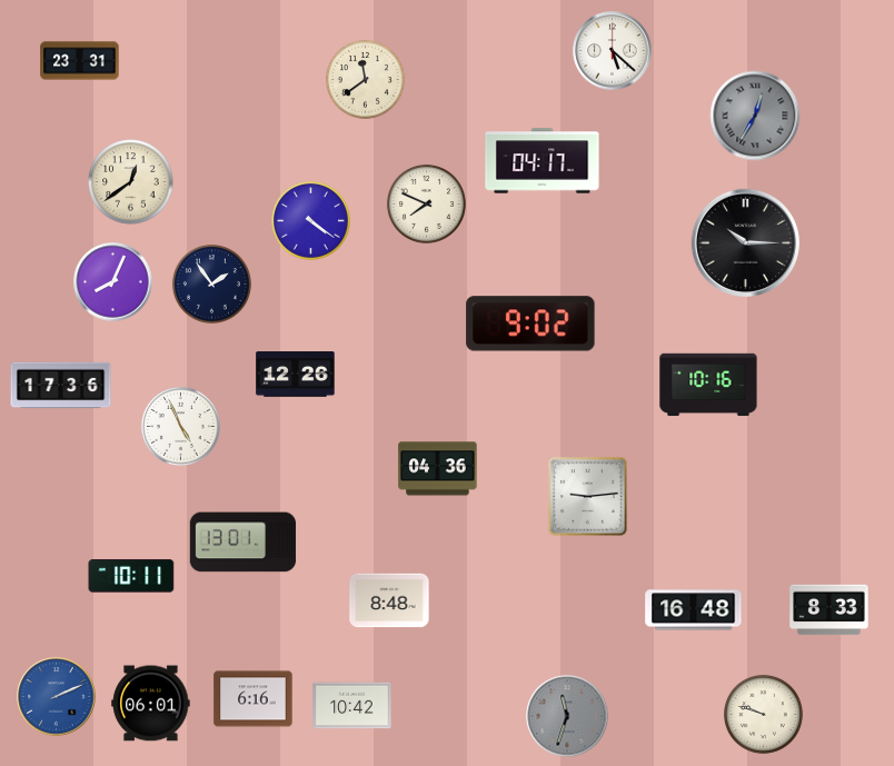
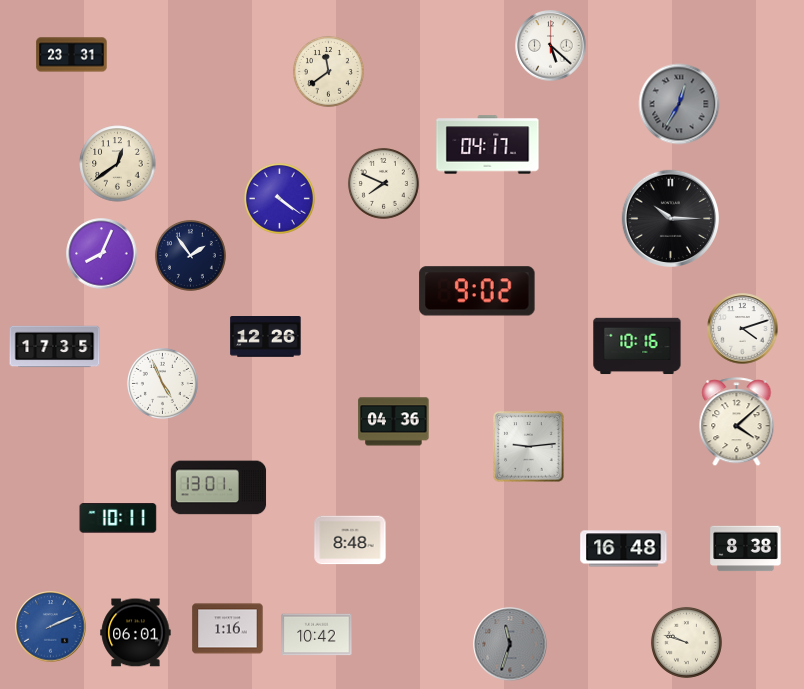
clock at (743, 329): none -> 4:12
clock at (61, 386): 17:36 -> 17:35
clock at (737, 422): none -> 4:08
clock at (830, 610): 8:33 -> 8:38
clock at (254, 699): 6:16 -> 1:16
